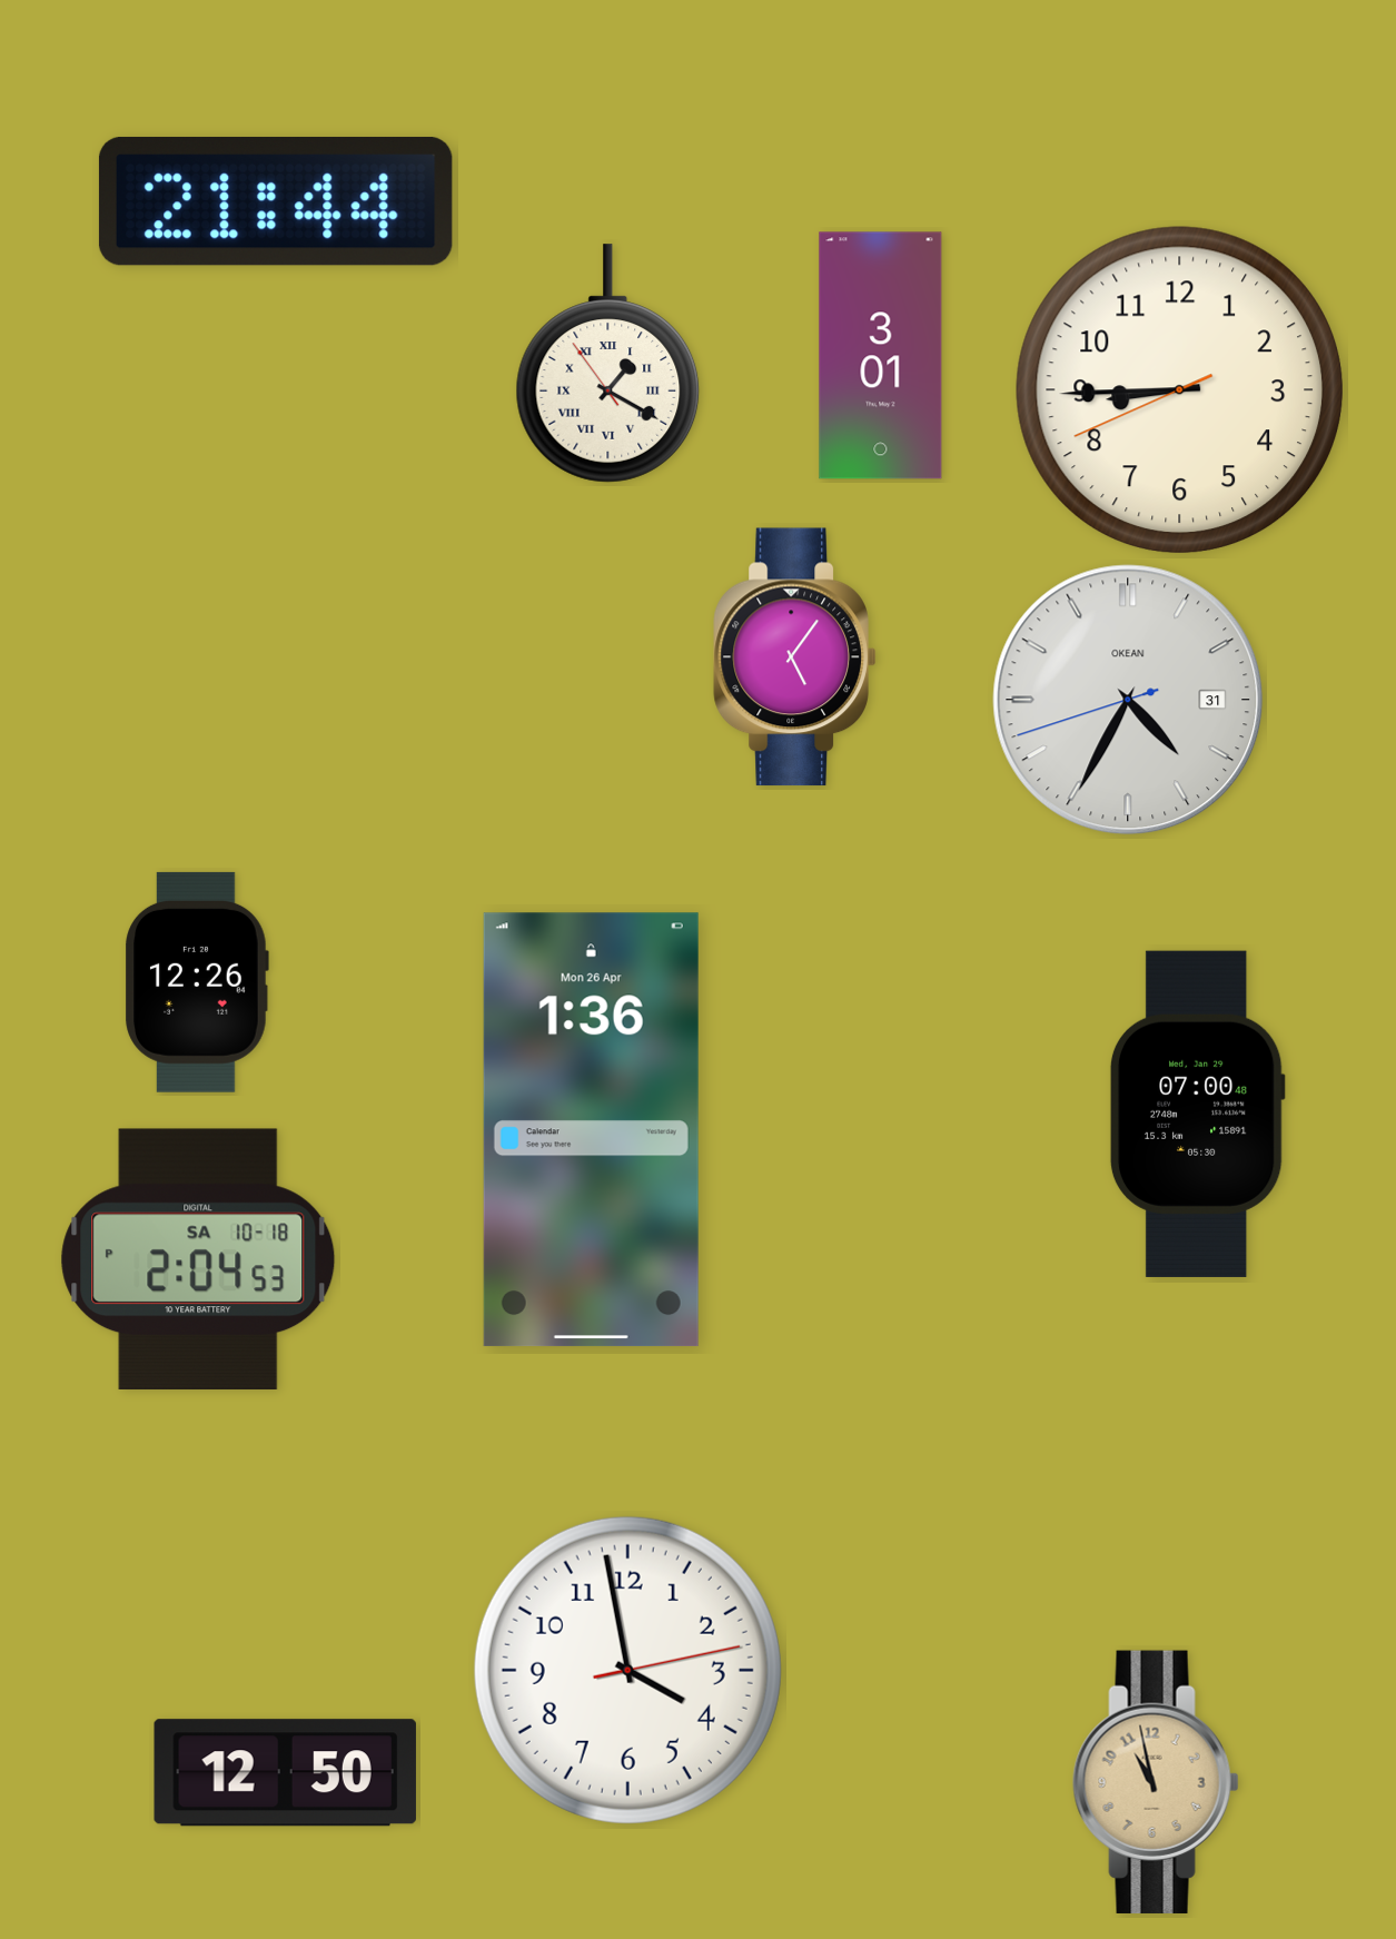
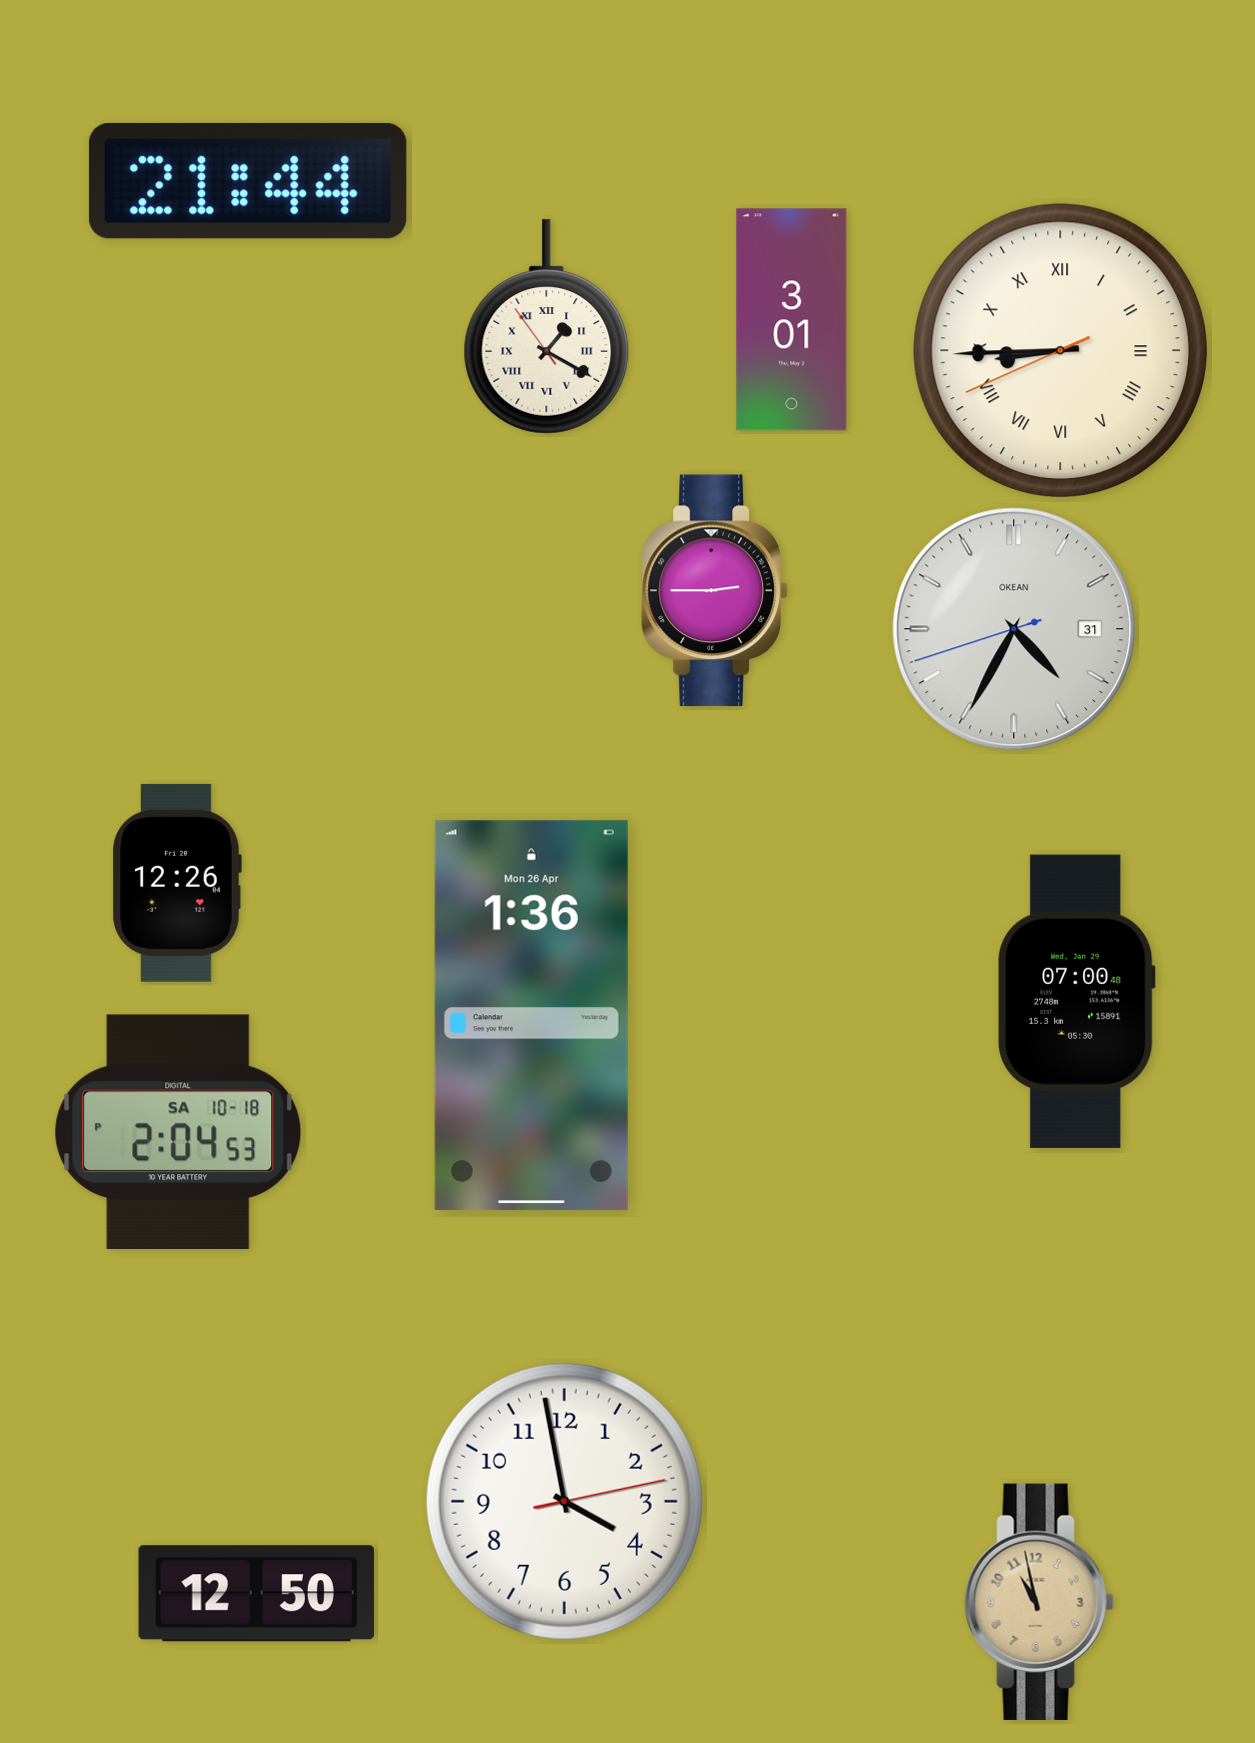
clock at (1179, 389) numerals: Arabic -> Roman
clock at (795, 657): 5:06 -> 2:45
